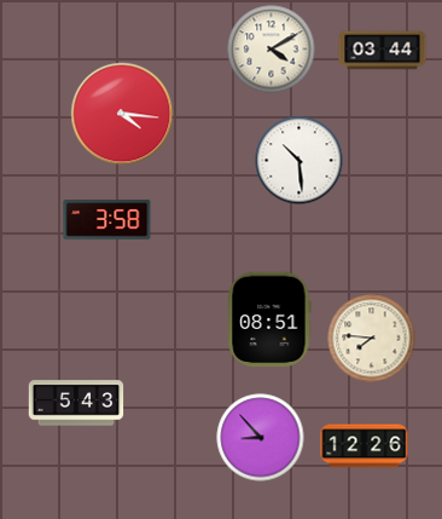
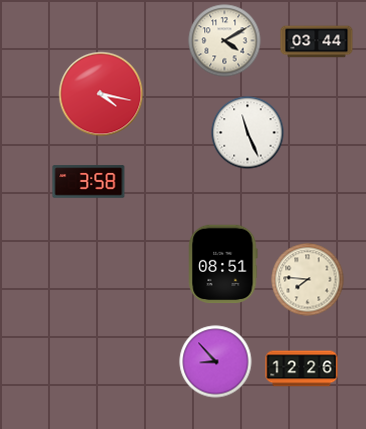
clock at (122, 114): 4:16 -> 4:17
clock at (299, 161): 10:29 -> 11:26
clock at (76, 403): 5:43 -> none
